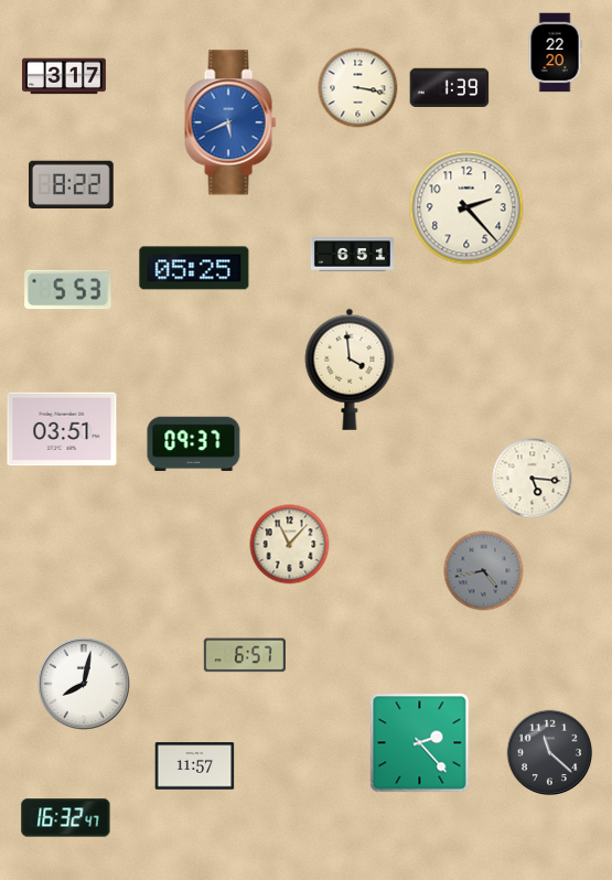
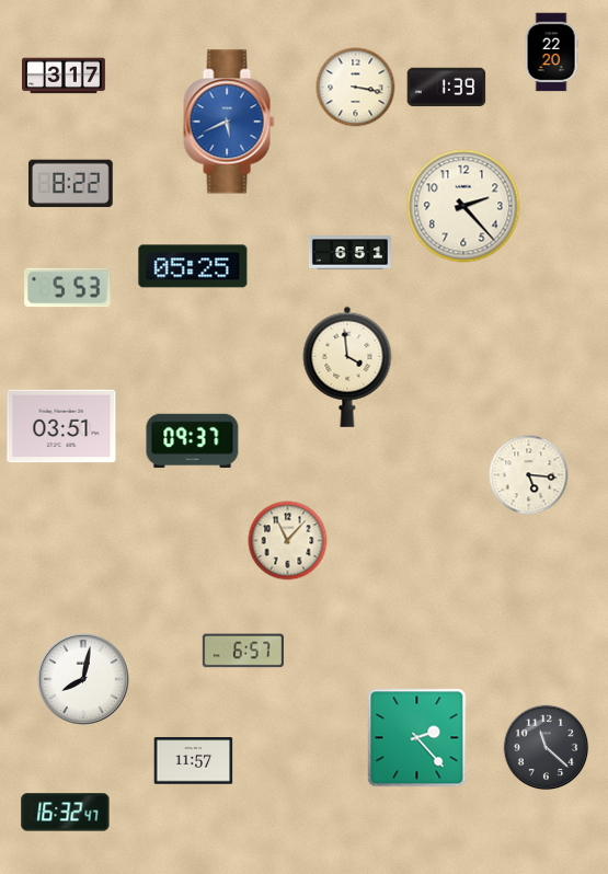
clock at (484, 571): 4:43 -> none
